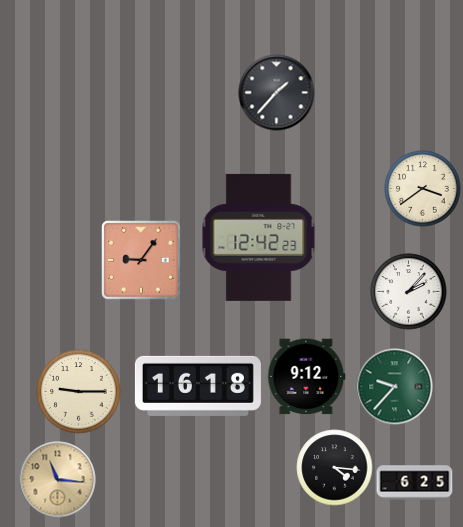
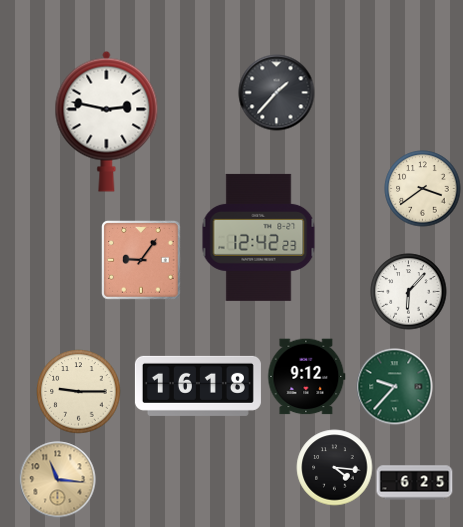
clock at (107, 121): none -> 2:47
clock at (409, 292): 2:07 -> 6:07
